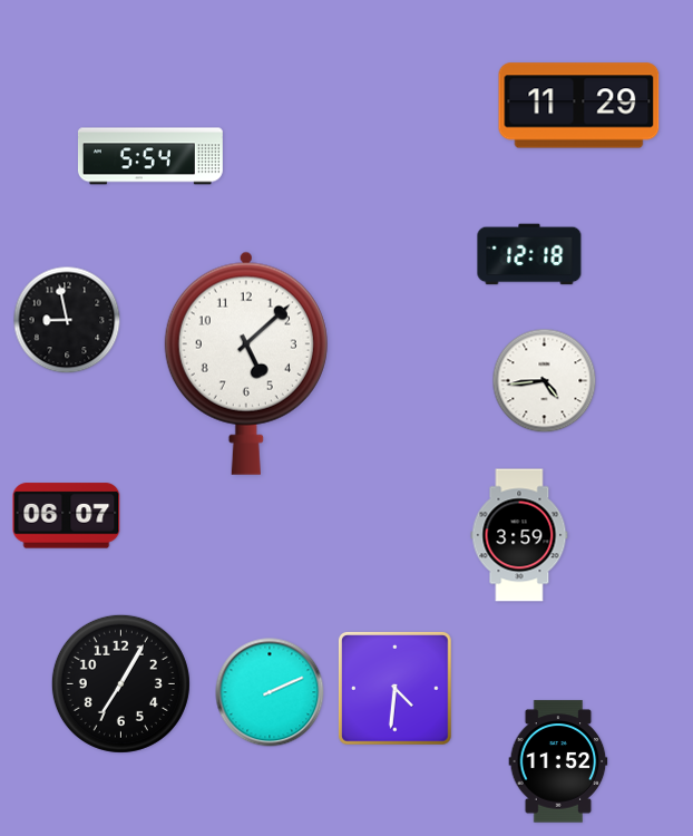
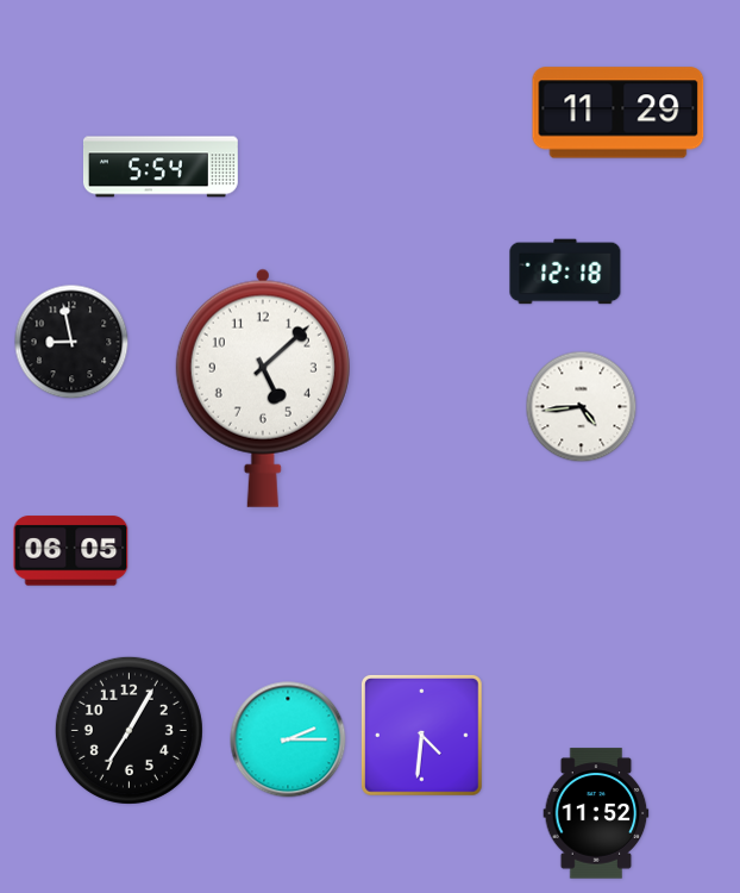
clock at (67, 516): 06:07 -> 06:05
clock at (519, 535): 3:59 -> none
clock at (270, 692): 2:11 -> 2:15
